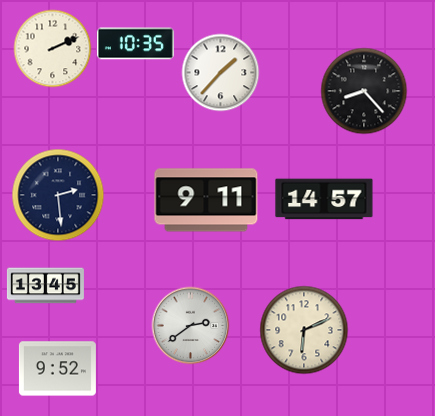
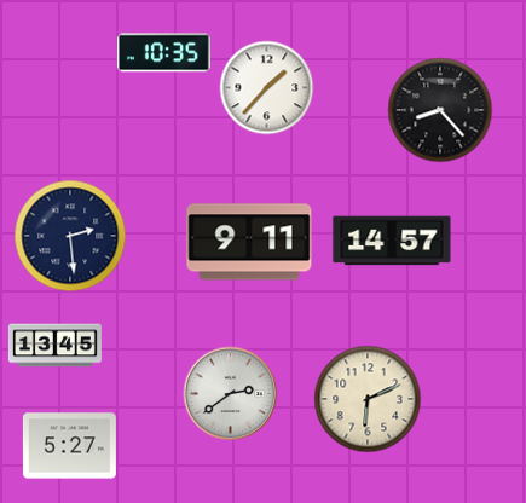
clock at (52, 48): 2:11 -> none
clock at (57, 369): 9:52 -> 5:27
